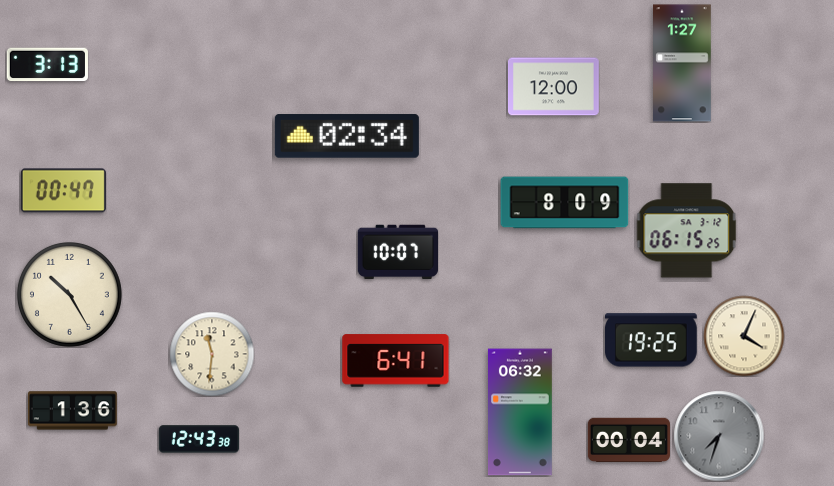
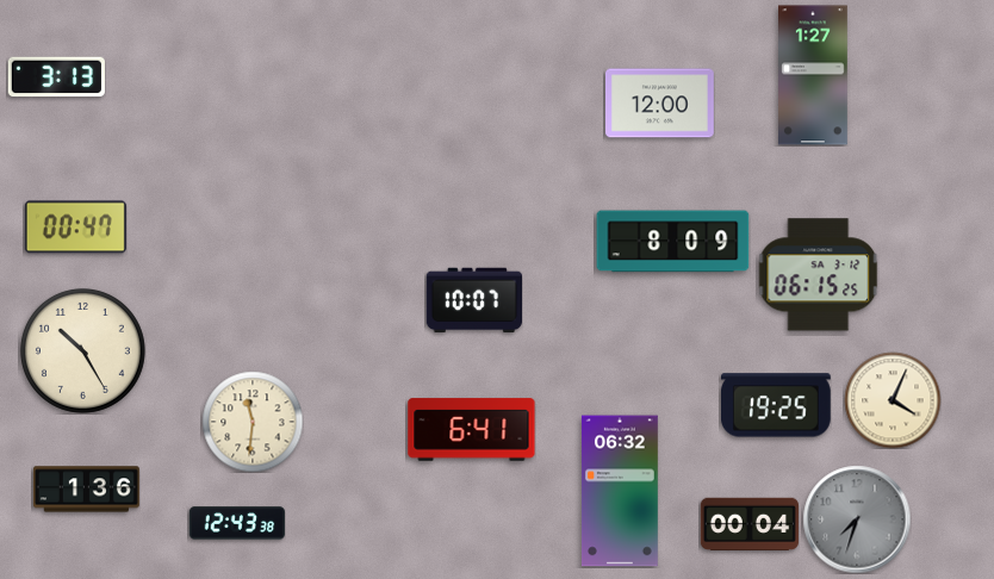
clock at (347, 136): 02:34 -> none
clock at (744, 336) position: (744, 336) -> (893, 400)
